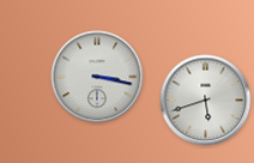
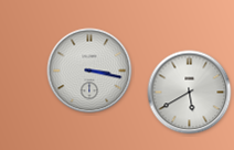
clock at (206, 101): 5:42 -> 5:40
